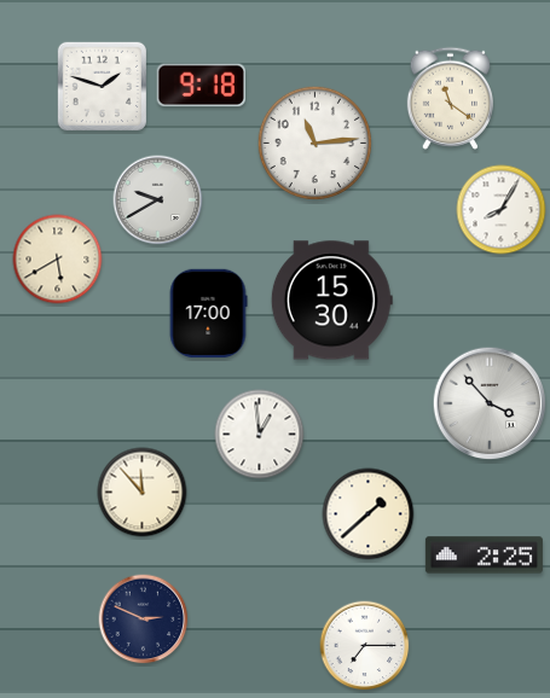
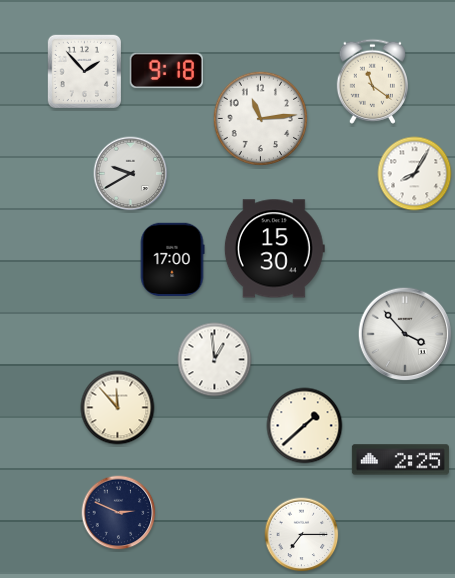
clock at (102, 86): 1:48 -> 1:53
clock at (158, 200) position: (158, 200) -> (131, 174)
clock at (58, 260): 5:40 -> none
